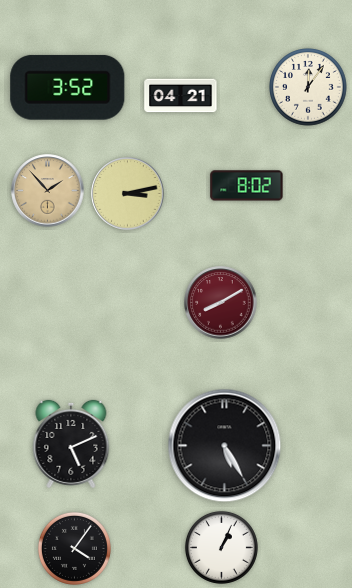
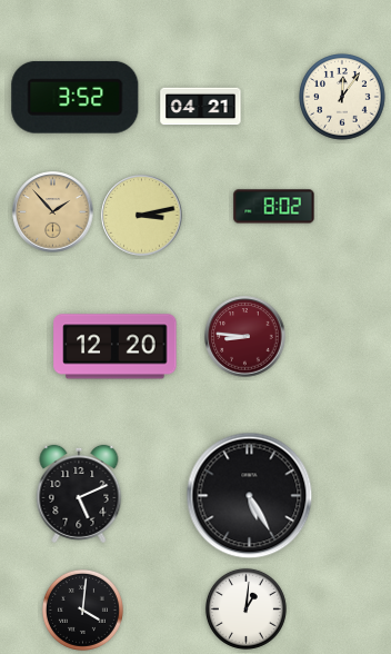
clock at (221, 303): 8:10 -> 8:46
clock at (116, 347): none -> 12:20
clock at (221, 547): 1:04 -> 1:01
clock at (74, 548): 4:06 -> 4:01
